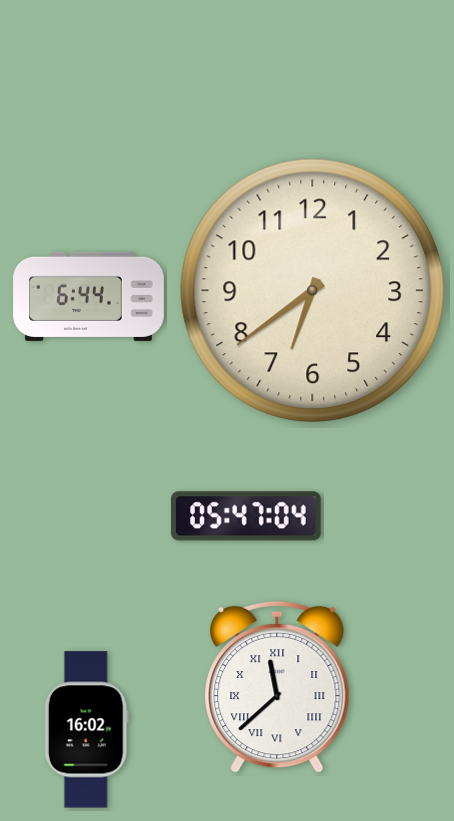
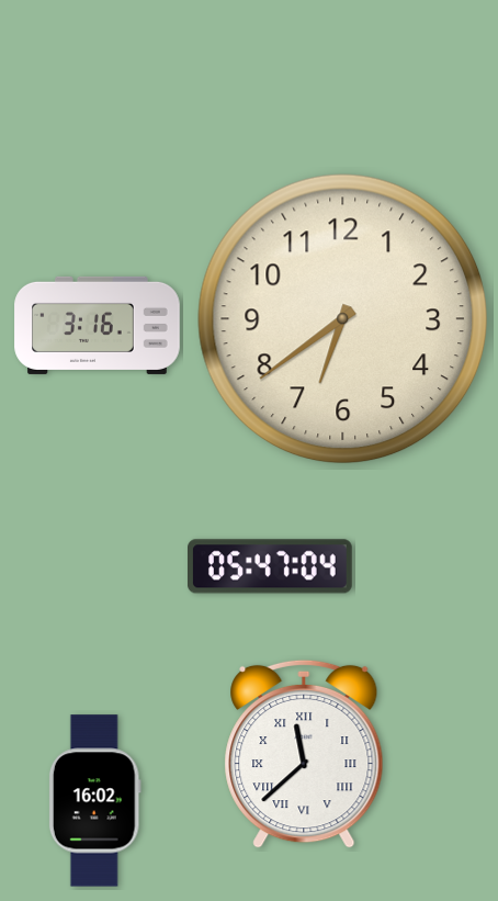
clock at (89, 296): 6:44 -> 3:16
